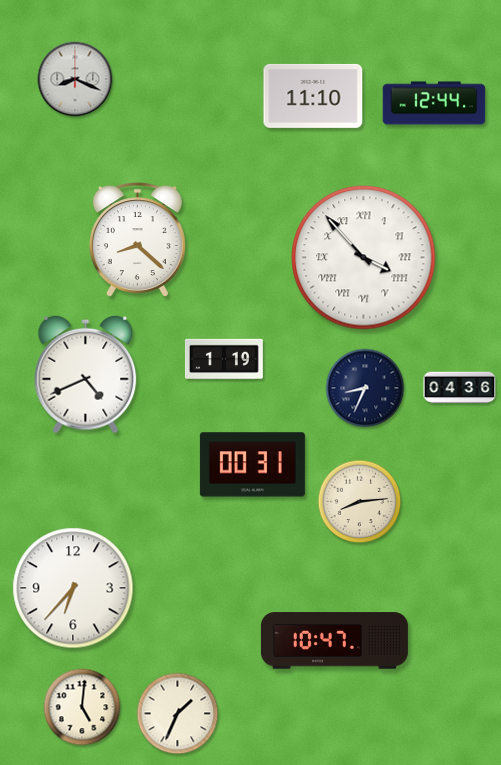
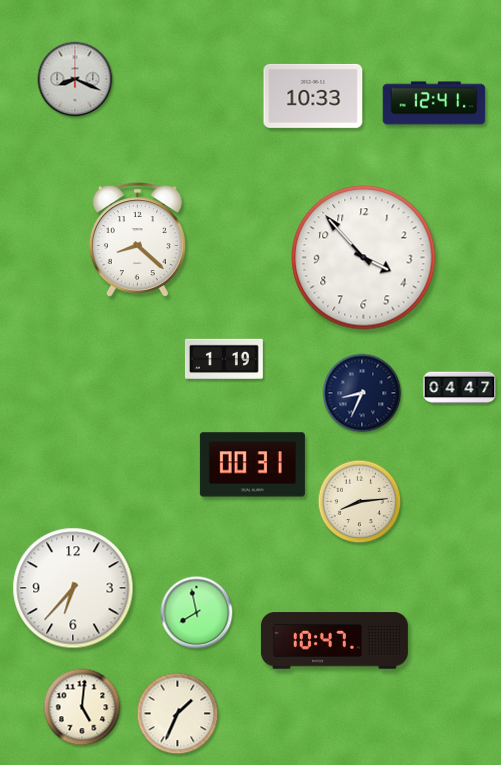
clock at (313, 96): 11:10 -> 10:33
clock at (434, 103): 12:44 -> 12:41
clock at (364, 258) numerals: Roman -> Arabic
clock at (86, 374): 4:41 -> none
clock at (365, 388) position: (365, 388) -> (362, 393)
clock at (460, 388): 04:36 -> 04:47
clock at (197, 613): none -> 7:58
